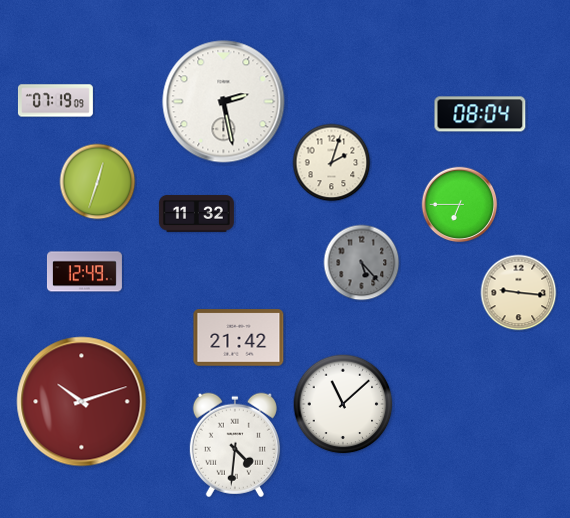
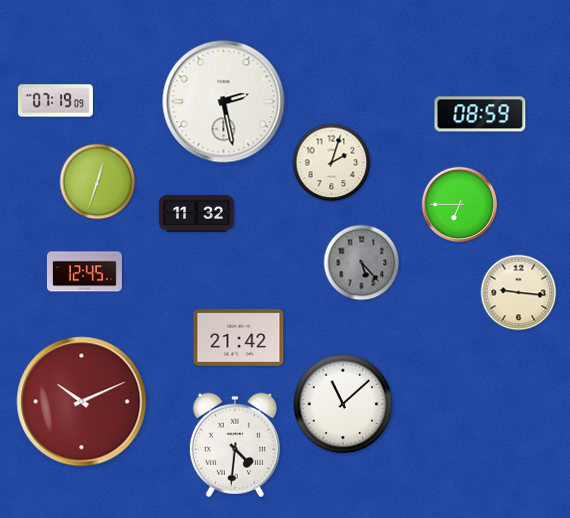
clock at (480, 114): 08:04 -> 08:59
clock at (84, 272): 12:49 -> 12:45
clock at (82, 402): 10:12 -> 10:11
